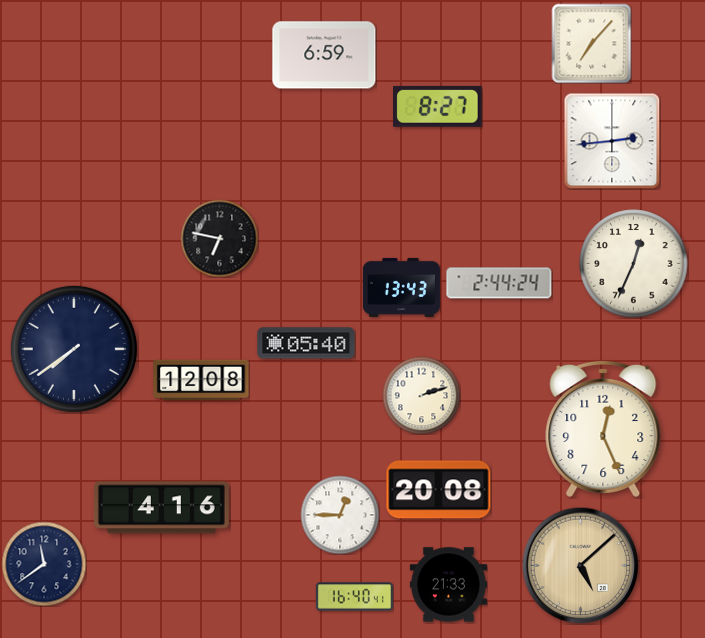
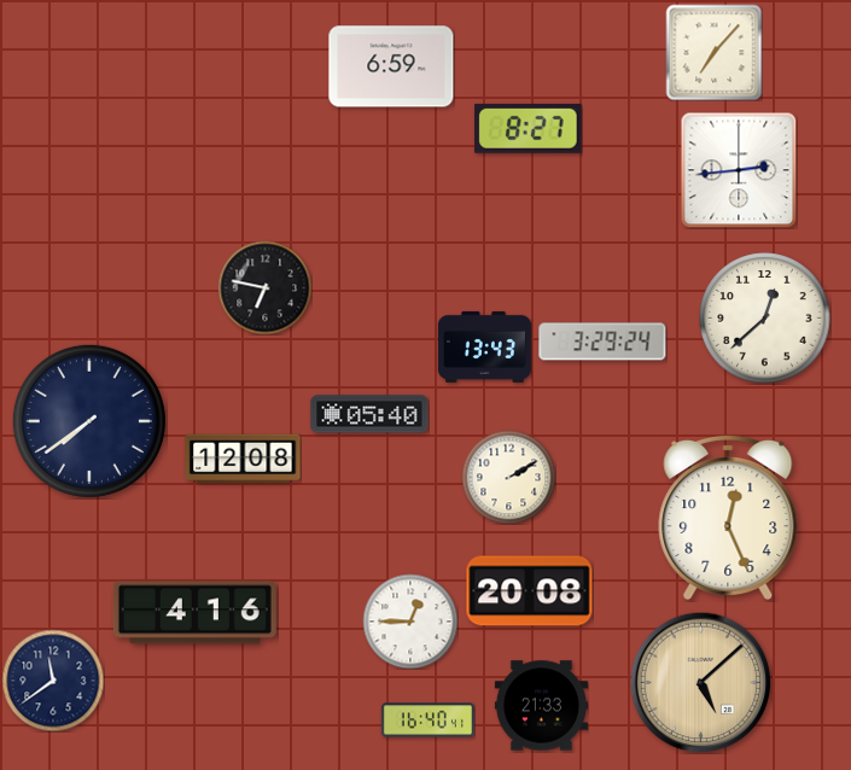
clock at (634, 264): 12:34 -> 12:38
clock at (499, 283): 2:44 -> 3:29
clock at (421, 395): 2:12 -> 2:10
